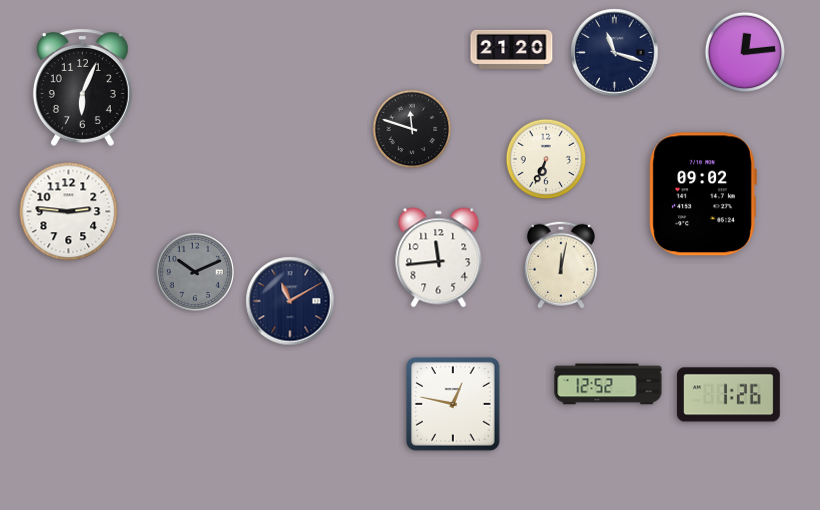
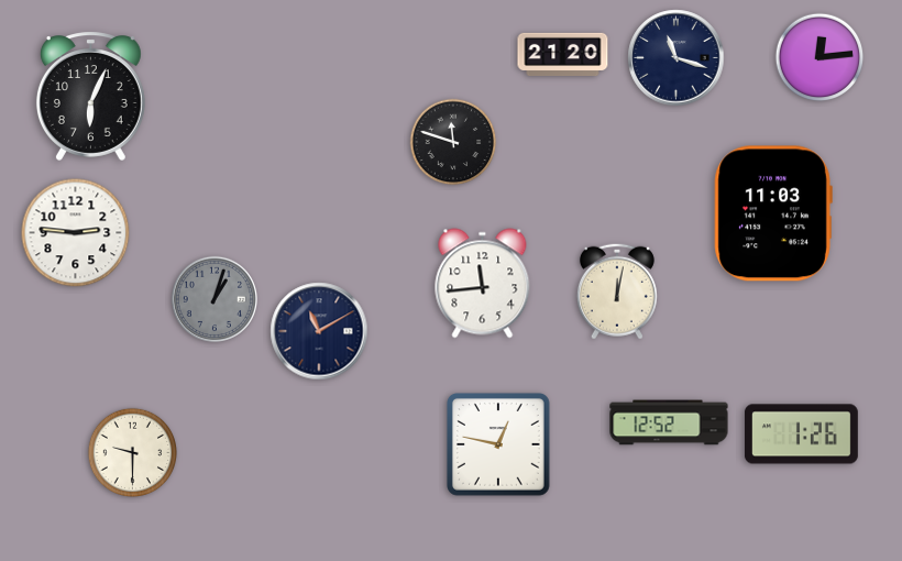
clock at (546, 159): 6:34 -> none
clock at (703, 194): 09:02 -> 11:03
clock at (194, 271): 10:11 -> 1:03
clock at (132, 452): none -> 9:30
